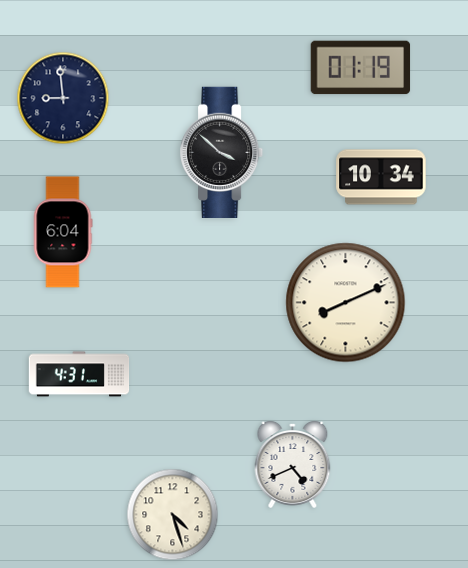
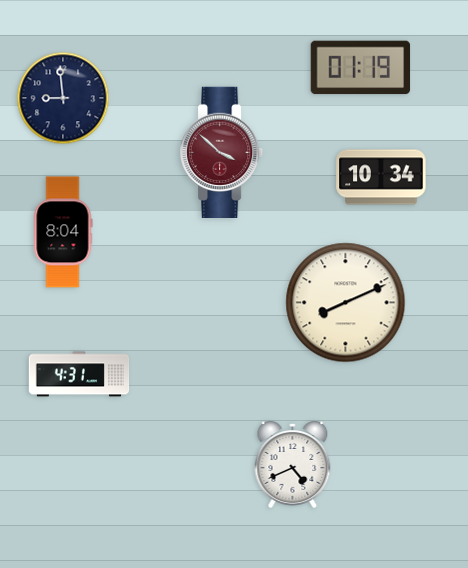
clock at (223, 152) dial: black -> burgundy
clock at (63, 232): 6:04 -> 8:04
clock at (173, 515): 4:27 -> none
